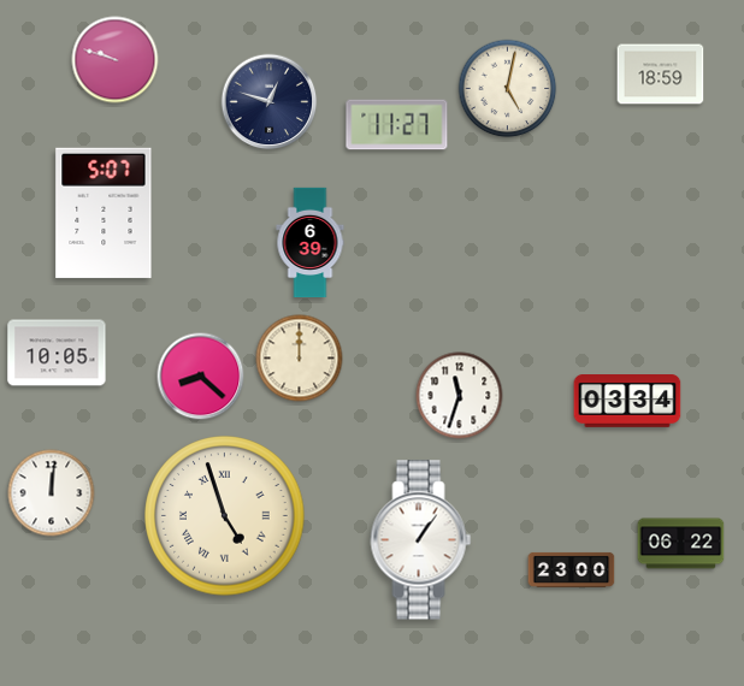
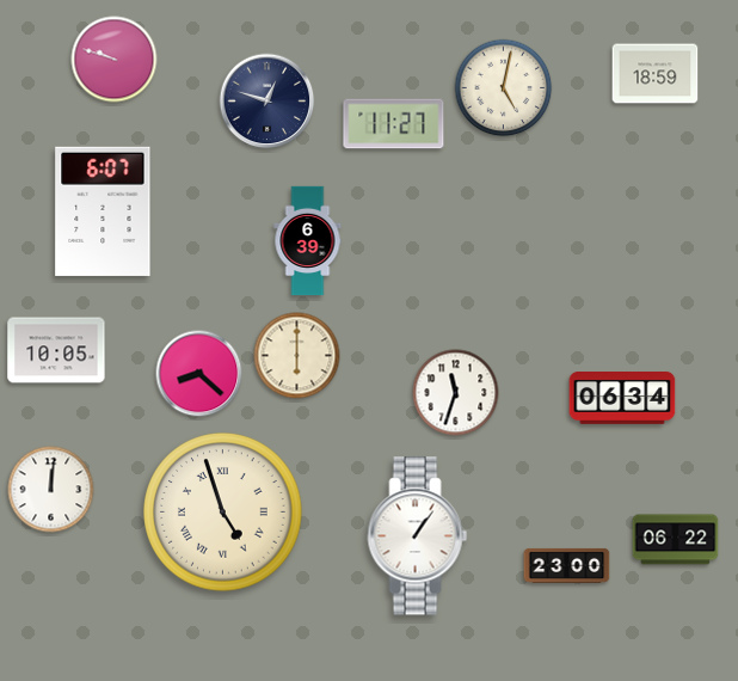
clock at (104, 213): 5:07 -> 6:07
clock at (300, 359): 12:00 -> 6:00
clock at (627, 401): 03:34 -> 06:34
